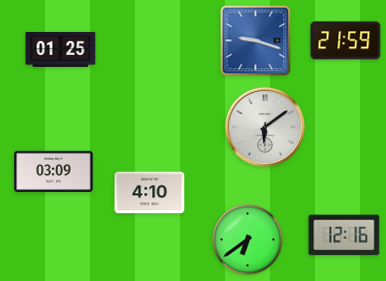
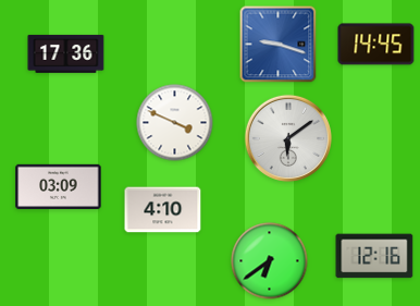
clock at (346, 41): 21:59 -> 14:45
clock at (61, 49): 01:25 -> 17:36
clock at (175, 123): none -> 3:49
